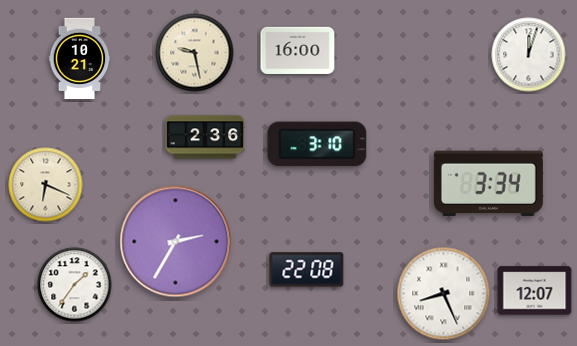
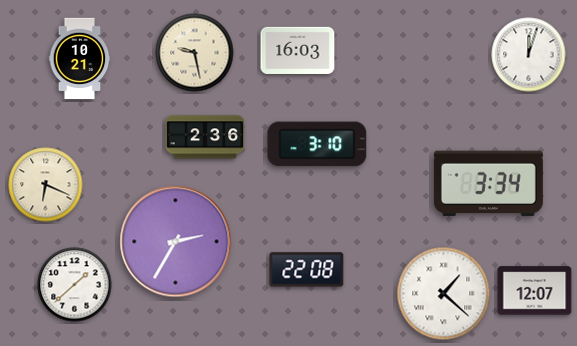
clock at (298, 50): 16:00 -> 16:03
clock at (75, 285): 1:36 -> 1:38
clock at (444, 294): 8:26 -> 1:22
